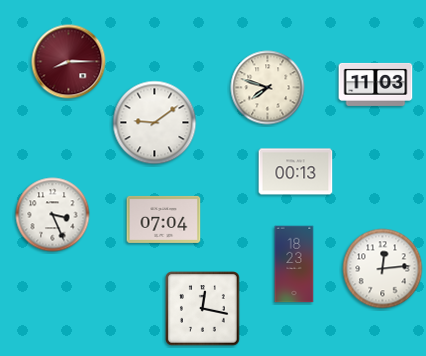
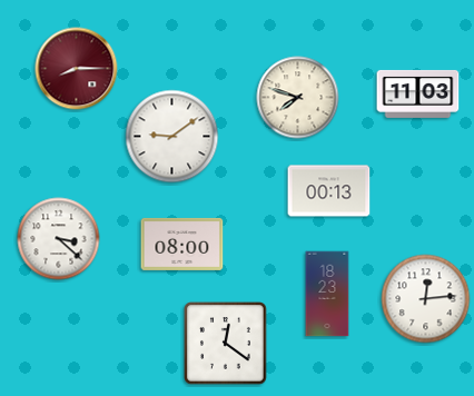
clock at (53, 215): 3:26 -> 3:22
clock at (164, 219): 07:04 -> 08:00
clock at (203, 309): 12:17 -> 12:21
